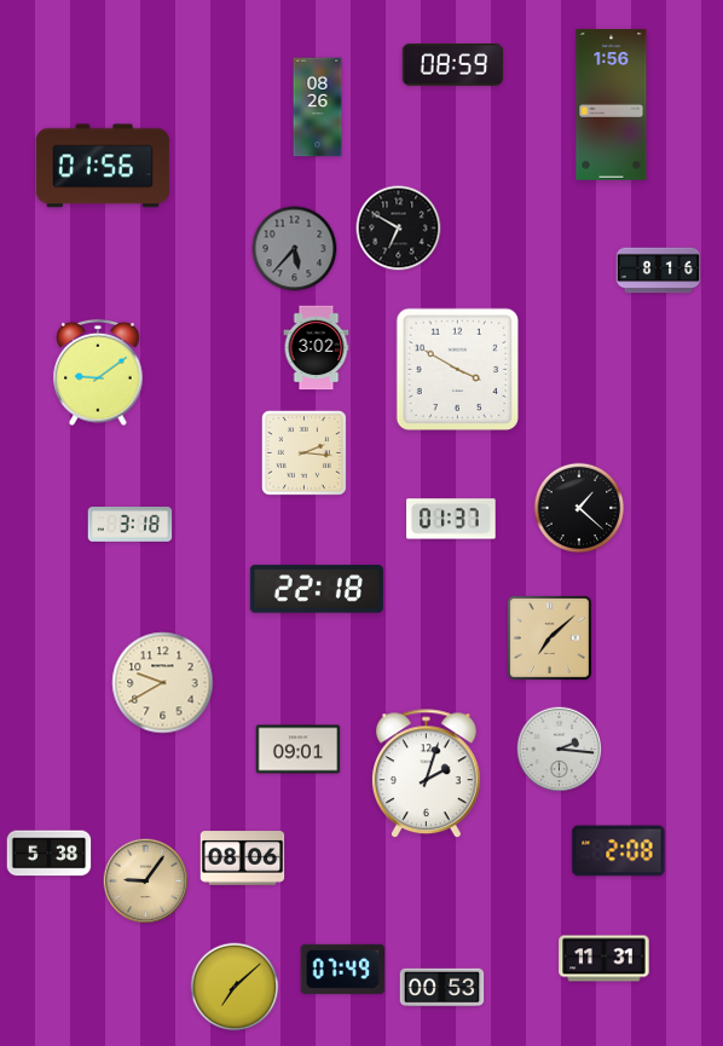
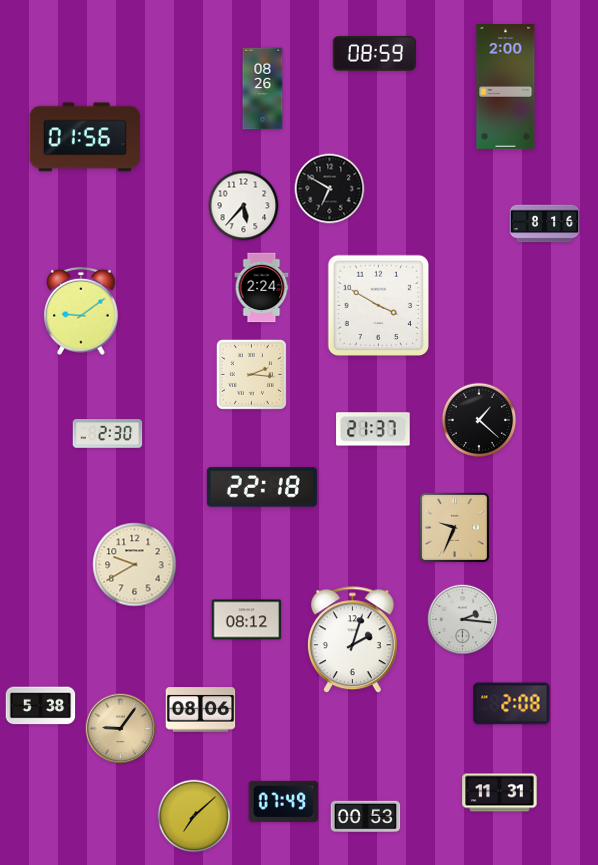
clock at (612, 105): 1:56 -> 2:00
clock at (295, 249) dial: grey -> white
clock at (317, 348): 3:02 -> 2:24
clock at (98, 372) position: (98, 372) -> (81, 311)
clock at (451, 519): 01:37 -> 21:37
clock at (131, 525): 3:18 -> 2:30
clock at (549, 637): 7:08 -> 9:34
clock at (299, 750): 09:01 -> 08:12
